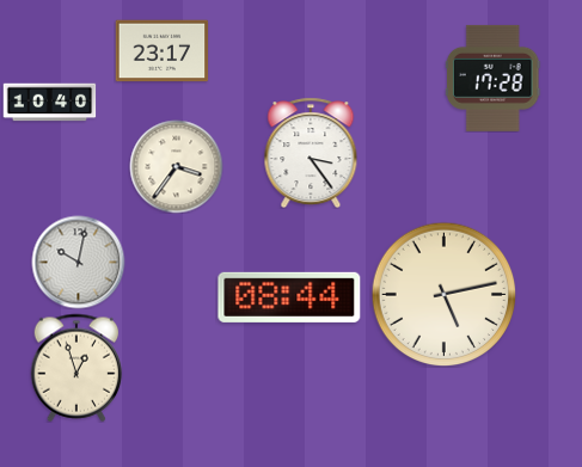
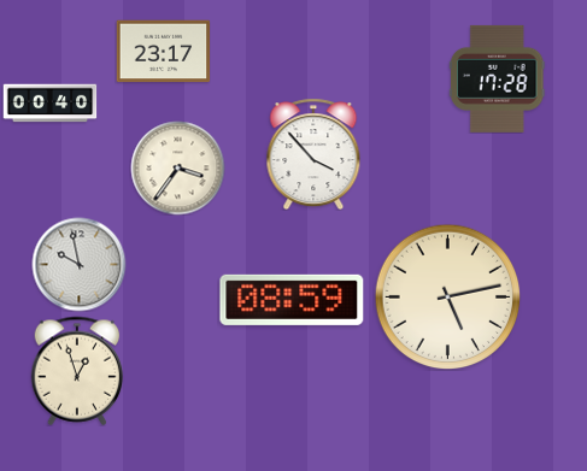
clock at (49, 103): 10:40 -> 00:40
clock at (311, 153): 3:24 -> 3:53
clock at (78, 262): 10:02 -> 9:58
clock at (289, 297): 08:44 -> 08:59
